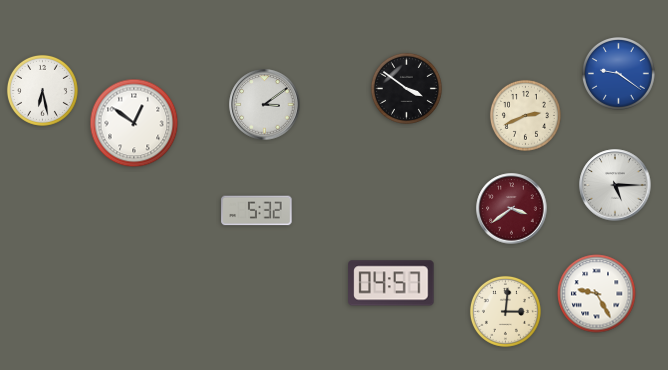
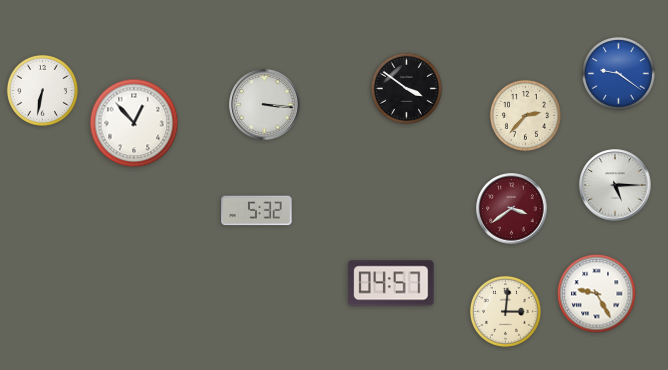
clock at (42, 90): 6:28 -> 6:32
clock at (265, 105): 3:09 -> 3:16
clock at (525, 115): 2:41 -> 2:37
clock at (134, 123): 12:51 -> 12:53
